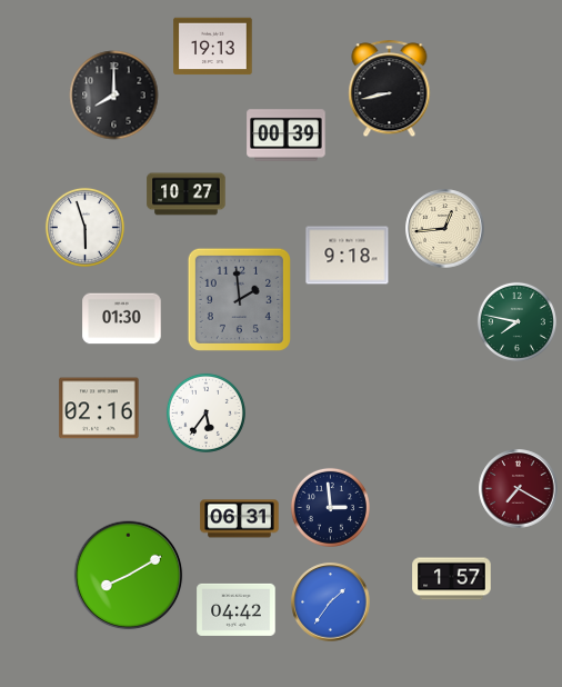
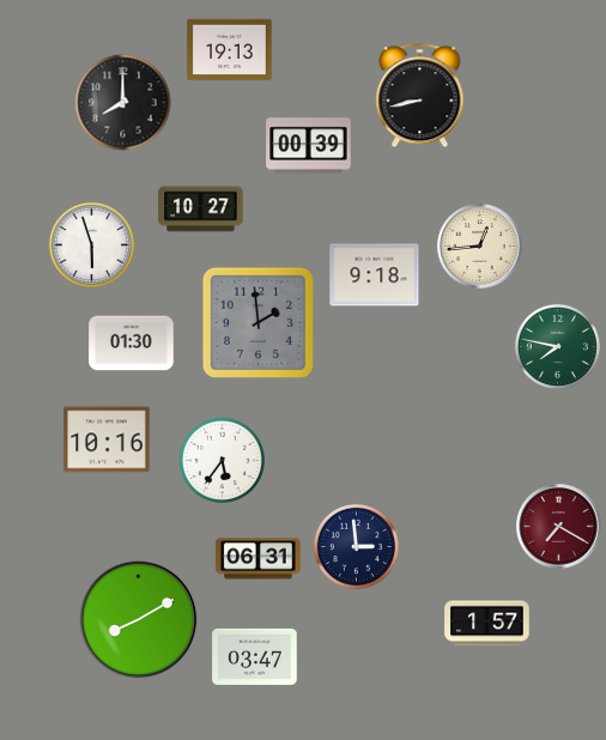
clock at (99, 408): 02:16 -> 10:16
clock at (205, 412) position: (205, 412) -> (222, 460)
clock at (331, 603): 1:36 -> none
clock at (237, 609): 04:42 -> 03:47
